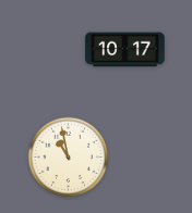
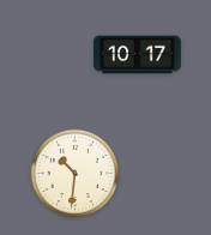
clock at (69, 158): 10:58 -> 10:31
